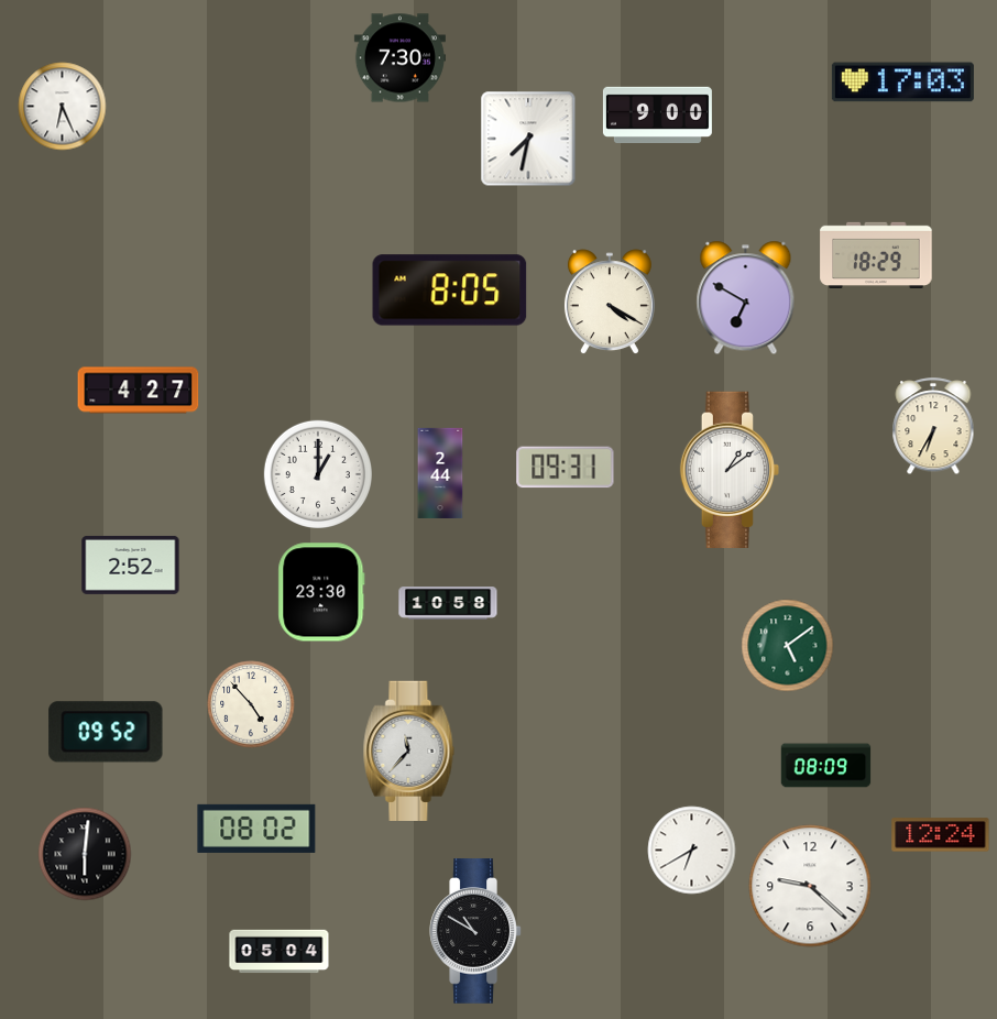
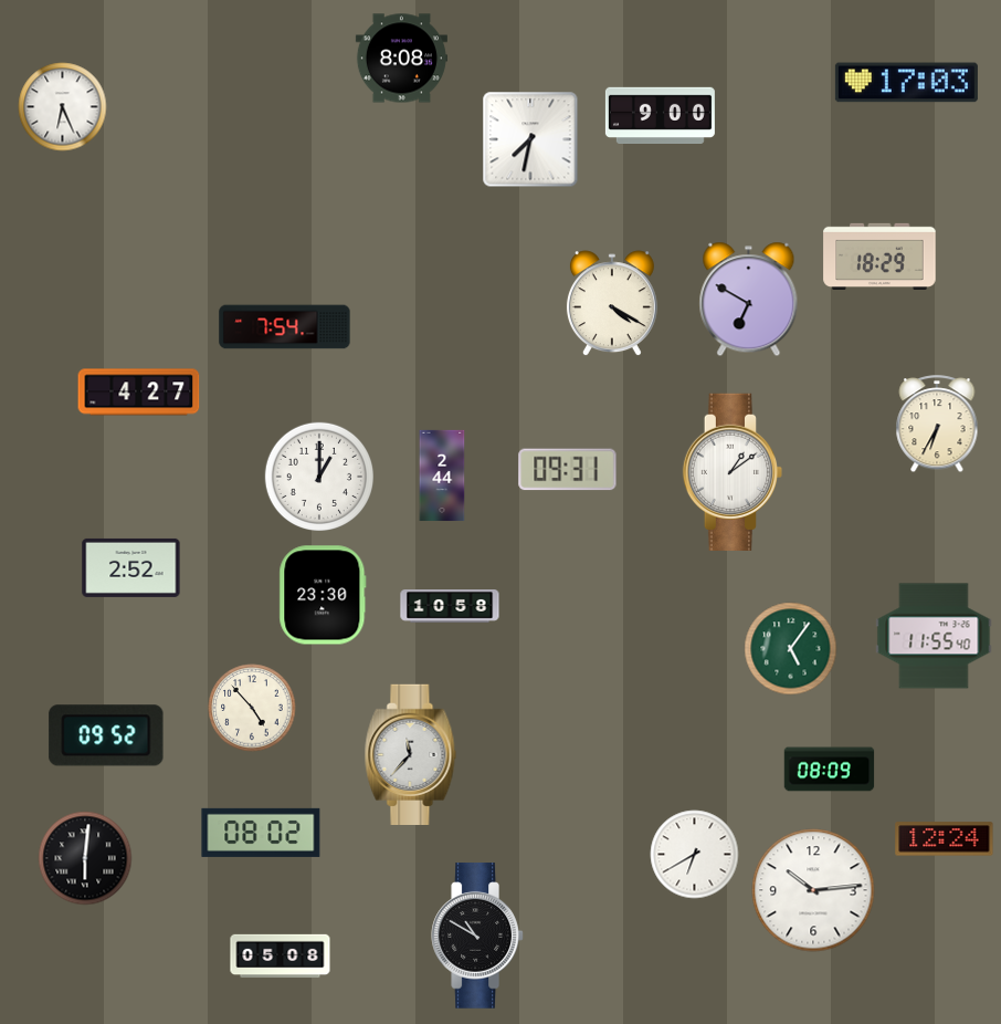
clock at (399, 58): 7:30 -> 8:08
clock at (450, 291): 8:05 -> none
clock at (285, 327): none -> 7:54
clock at (933, 427) position: (933, 427) -> (937, 425)
clock at (934, 636): none -> 11:55
clock at (788, 646): 5:09 -> 5:06
clock at (256, 829) position: (256, 829) -> (261, 833)
clock at (810, 886): 9:22 -> 10:14
clock at (280, 952): 05:04 -> 05:08
